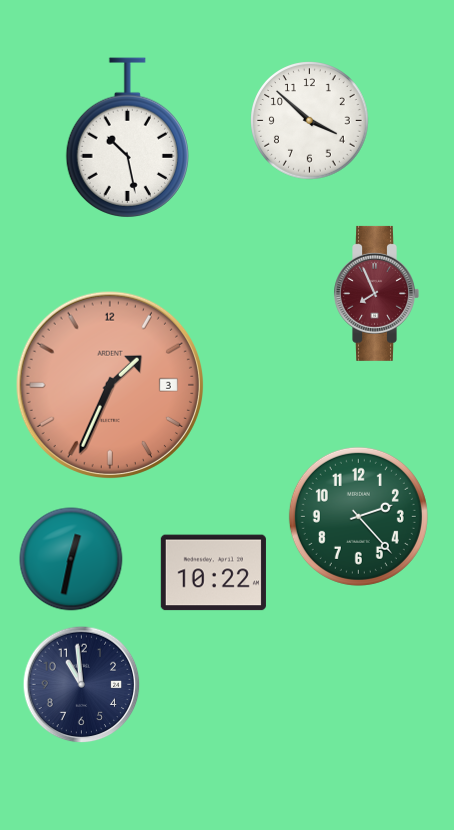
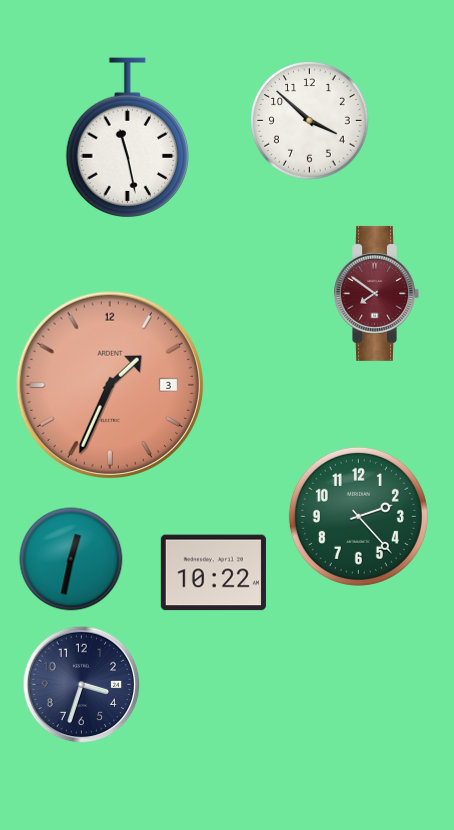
clock at (127, 138): 10:28 -> 11:28
clock at (376, 293): 7:56 -> 7:51
clock at (82, 685): 10:59 -> 3:33
